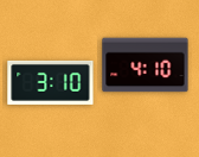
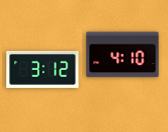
clock at (51, 82): 3:10 -> 3:12
